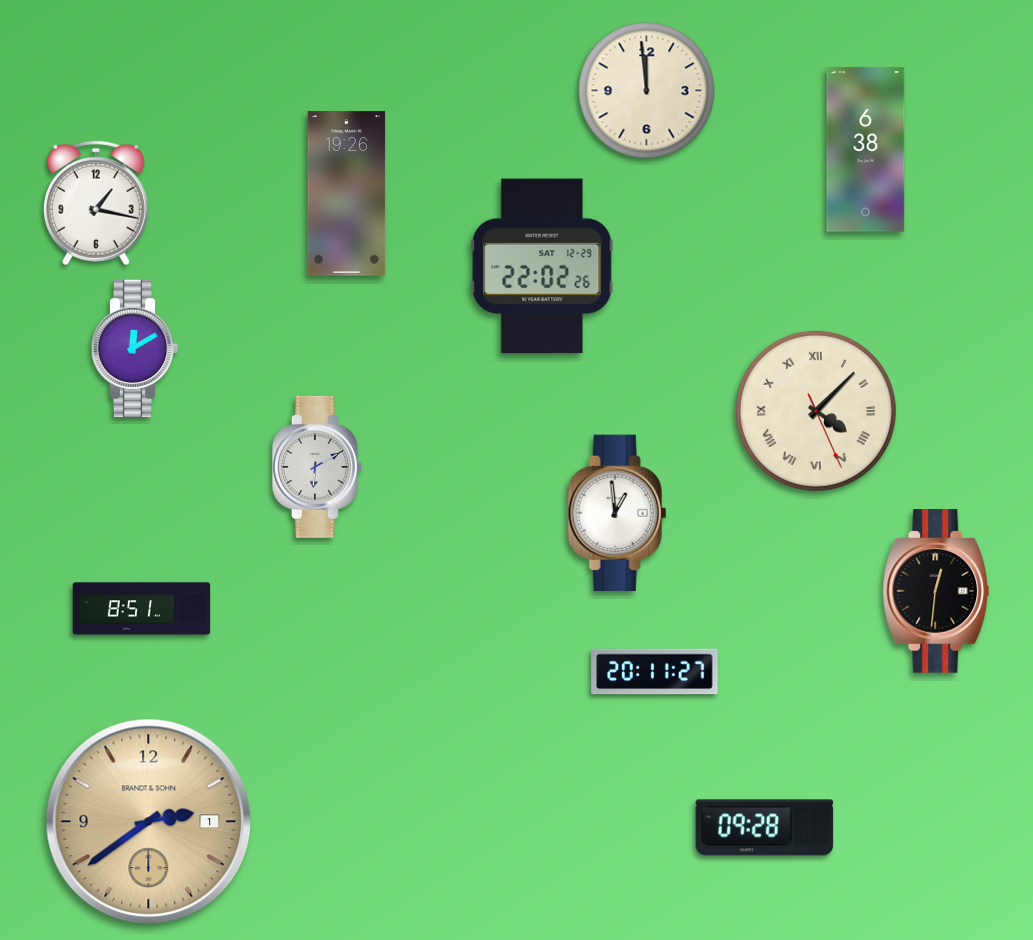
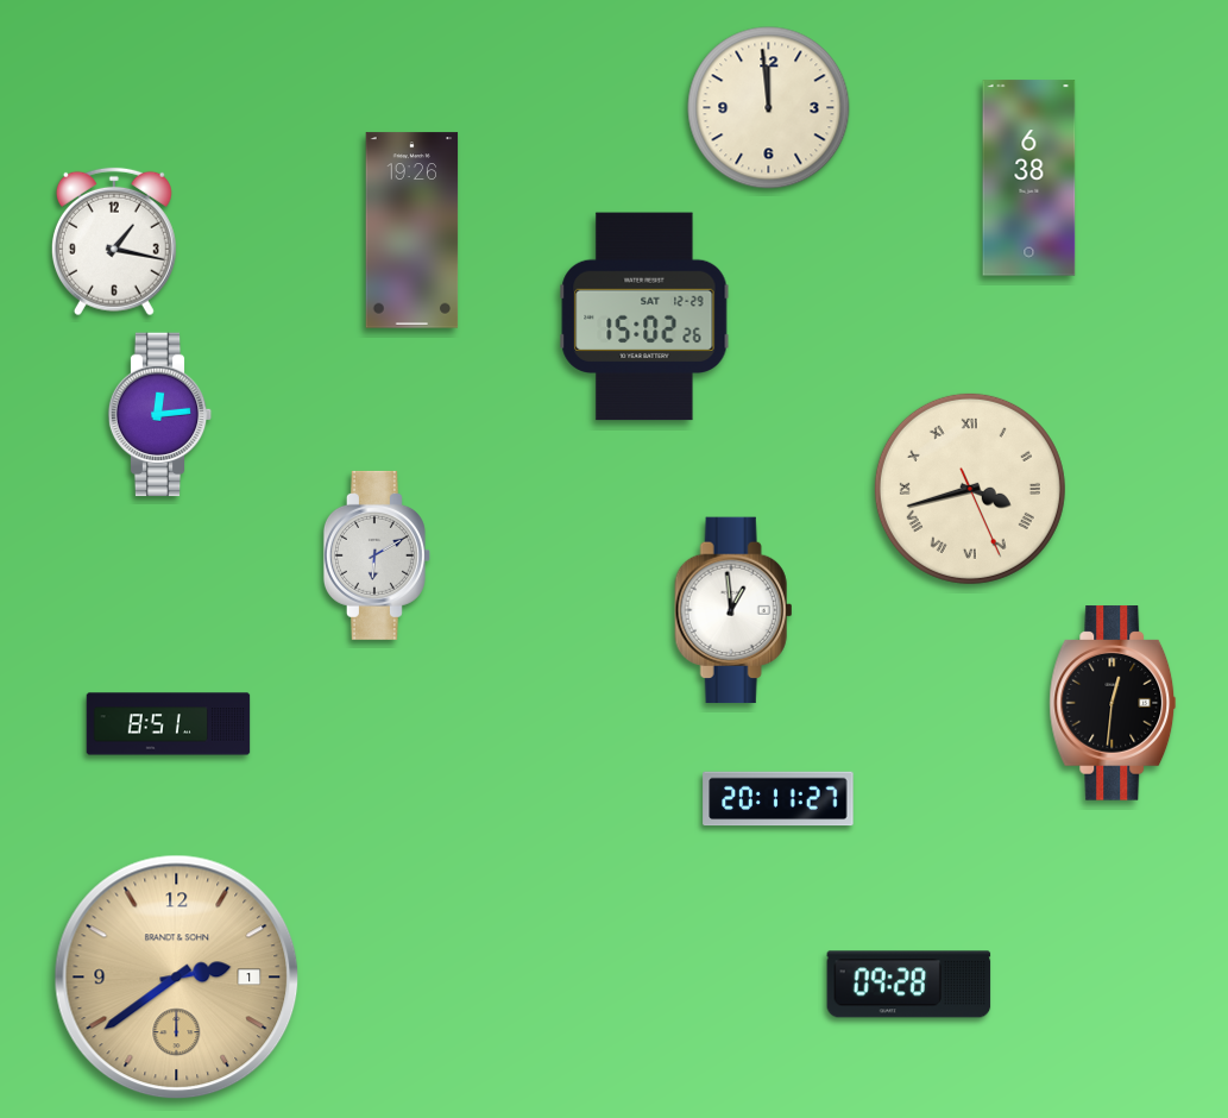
clock at (542, 266): 22:02 -> 15:02
clock at (135, 349): 12:10 -> 12:14
clock at (816, 411): 4:07 -> 3:42
